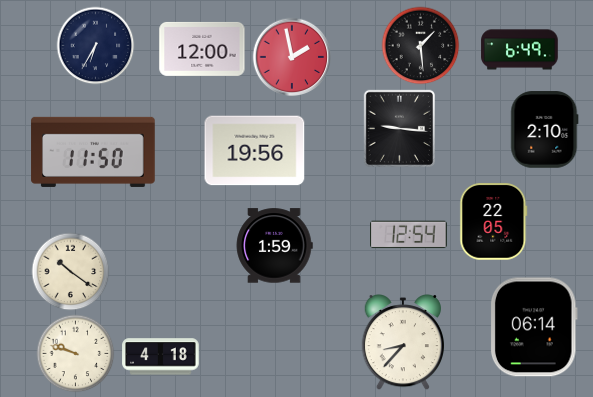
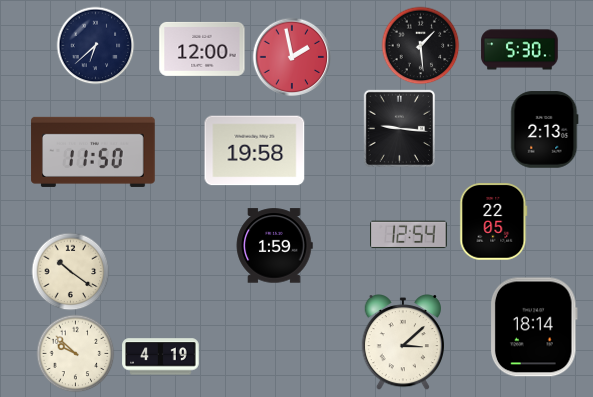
clock at (95, 45): 6:35 -> 6:38
clock at (520, 50): 6:49 -> 5:30
clock at (545, 130): 2:10 -> 2:13
clock at (255, 151): 19:56 -> 19:58
clock at (534, 327): 06:14 -> 18:14
clock at (402, 343): 8:37 -> 3:08
clock at (75, 353): 9:48 -> 9:52
clock at (161, 357): 4:18 -> 4:19
